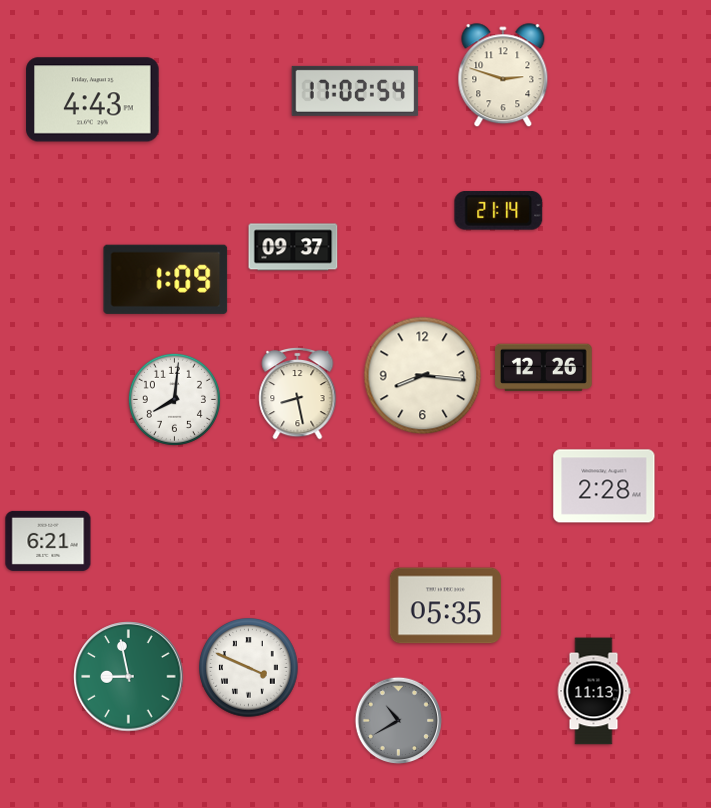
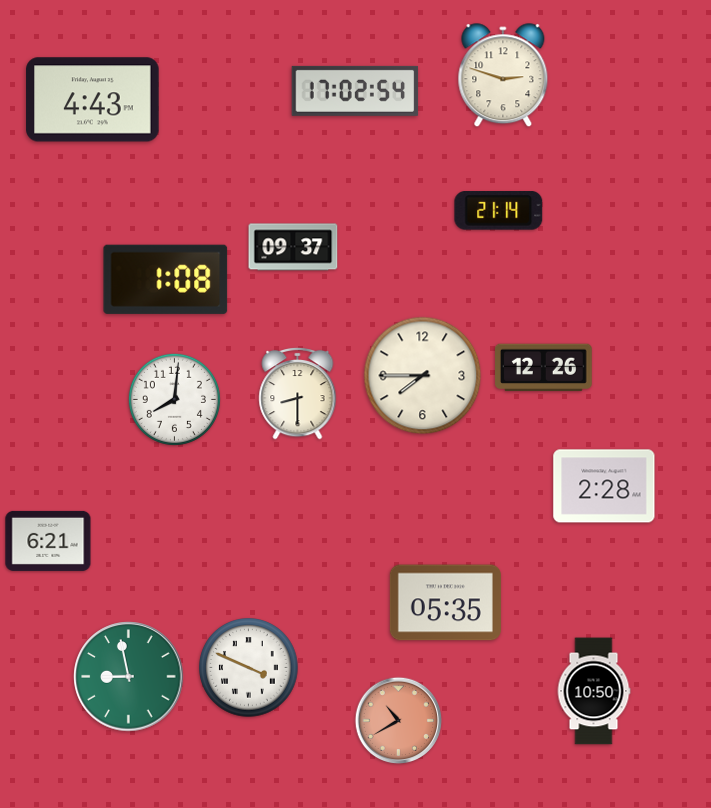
clock at (166, 279): 1:09 -> 1:08
clock at (423, 376): 8:16 -> 7:45
clock at (298, 393): 8:28 -> 8:30
clock at (445, 606) position: (445, 606) -> (445, 603)
clock at (594, 691): 11:13 -> 10:50
clock at (399, 721) dial: grey -> salmon
